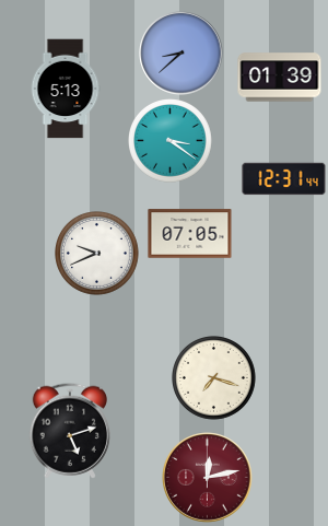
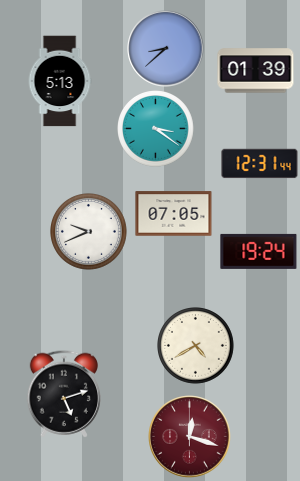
clock at (259, 251): none -> 19:24
clock at (214, 378): 7:18 -> 4:40
clock at (208, 478): 12:13 -> 12:18
